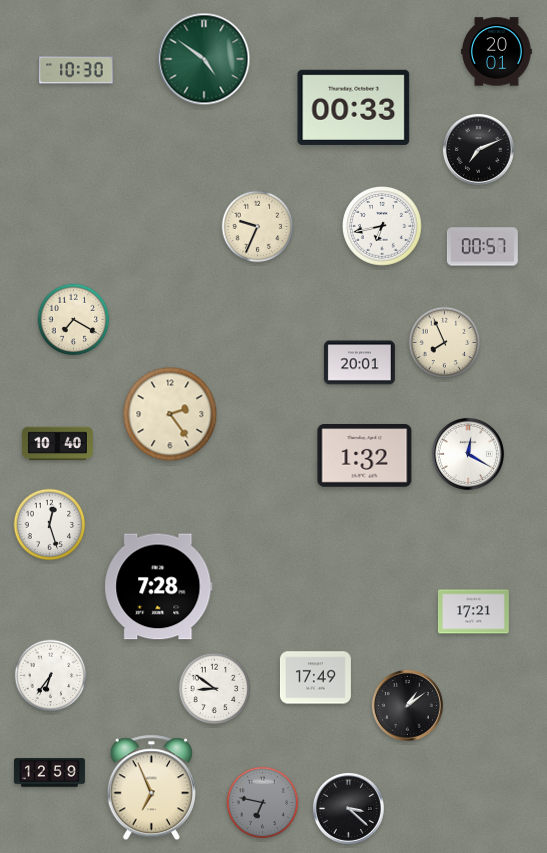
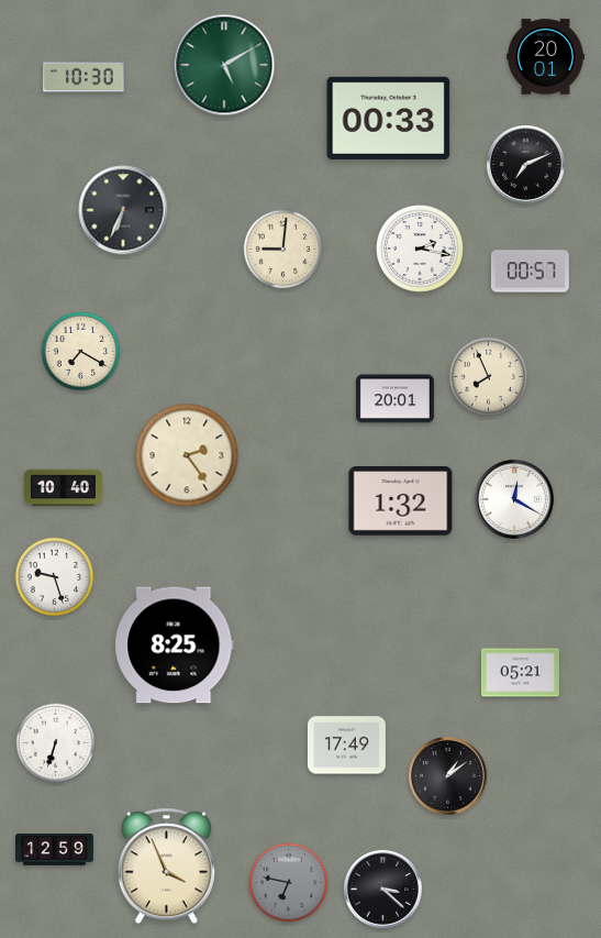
clock at (204, 59): 4:51 -> 5:10
clock at (123, 210): none -> 6:34
clock at (258, 227): 9:34 -> 9:01
clock at (383, 227): 6:43 -> 2:17
clock at (50, 525): 12:27 -> 9:27
clock at (159, 587): 7:28 -> 8:25
clock at (473, 612): 17:21 -> 05:21
clock at (51, 676): 6:36 -> 6:33
clock at (215, 689): 8:51 -> none
clock at (151, 788): 6:56 -> 3:56
